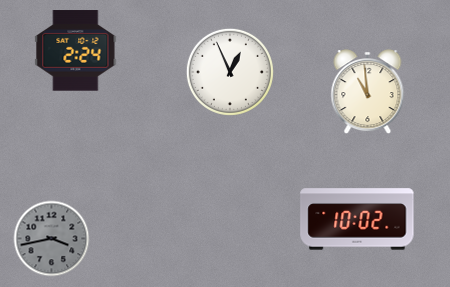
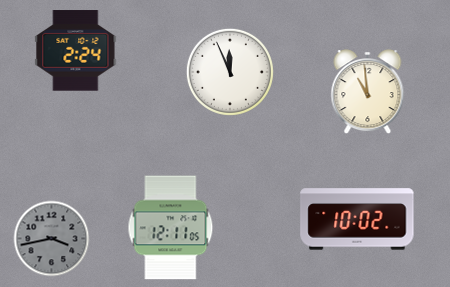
clock at (230, 72): 12:56 -> 11:56
clock at (171, 228): none -> 12:11
